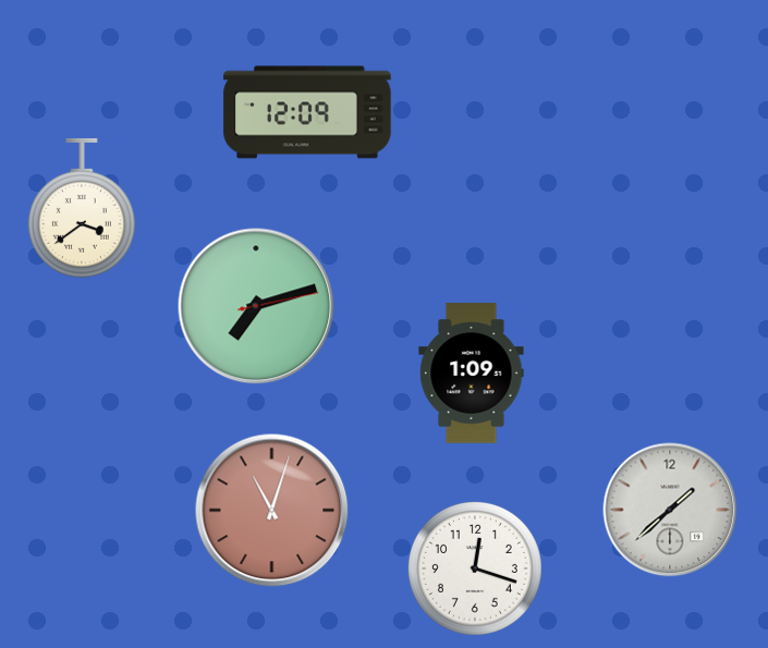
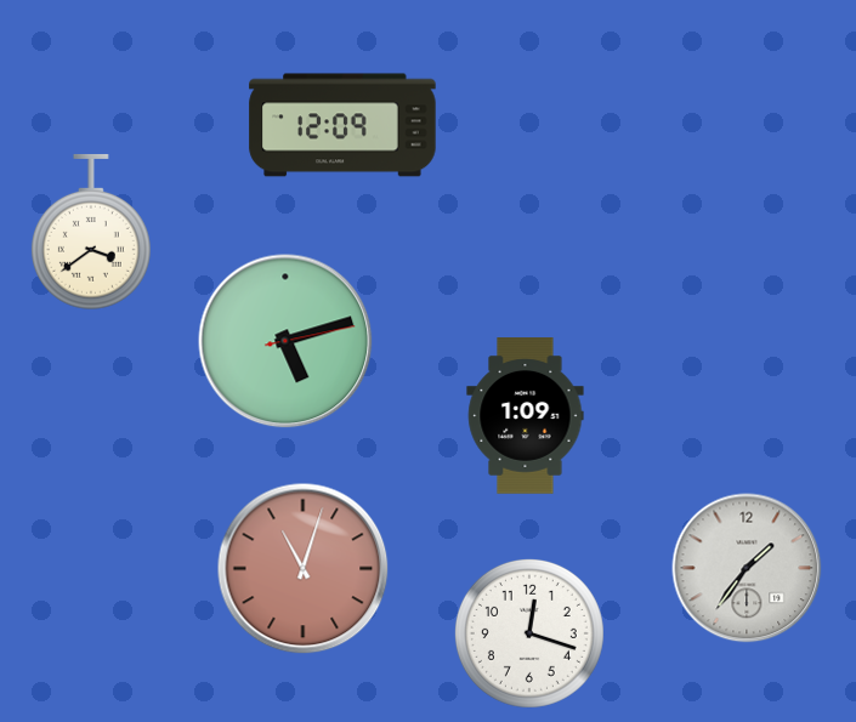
clock at (256, 306): 7:12 -> 5:12
clock at (670, 510): 1:38 -> 1:36
